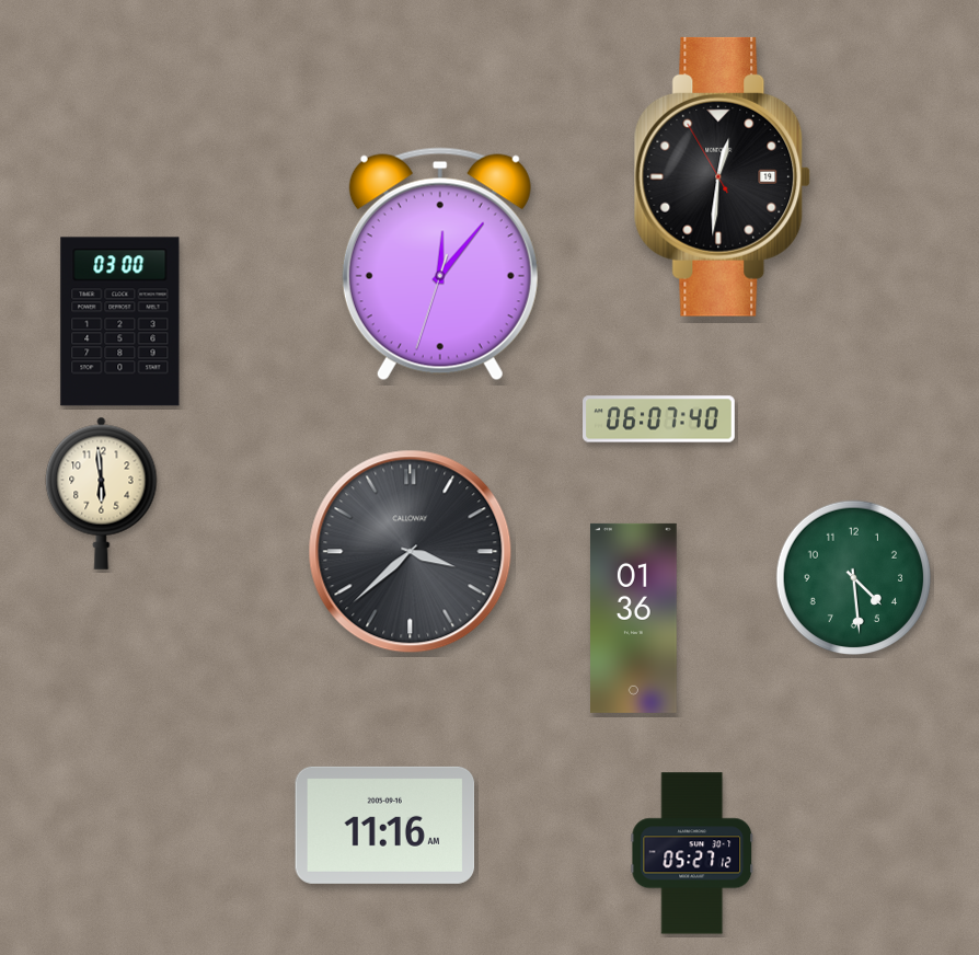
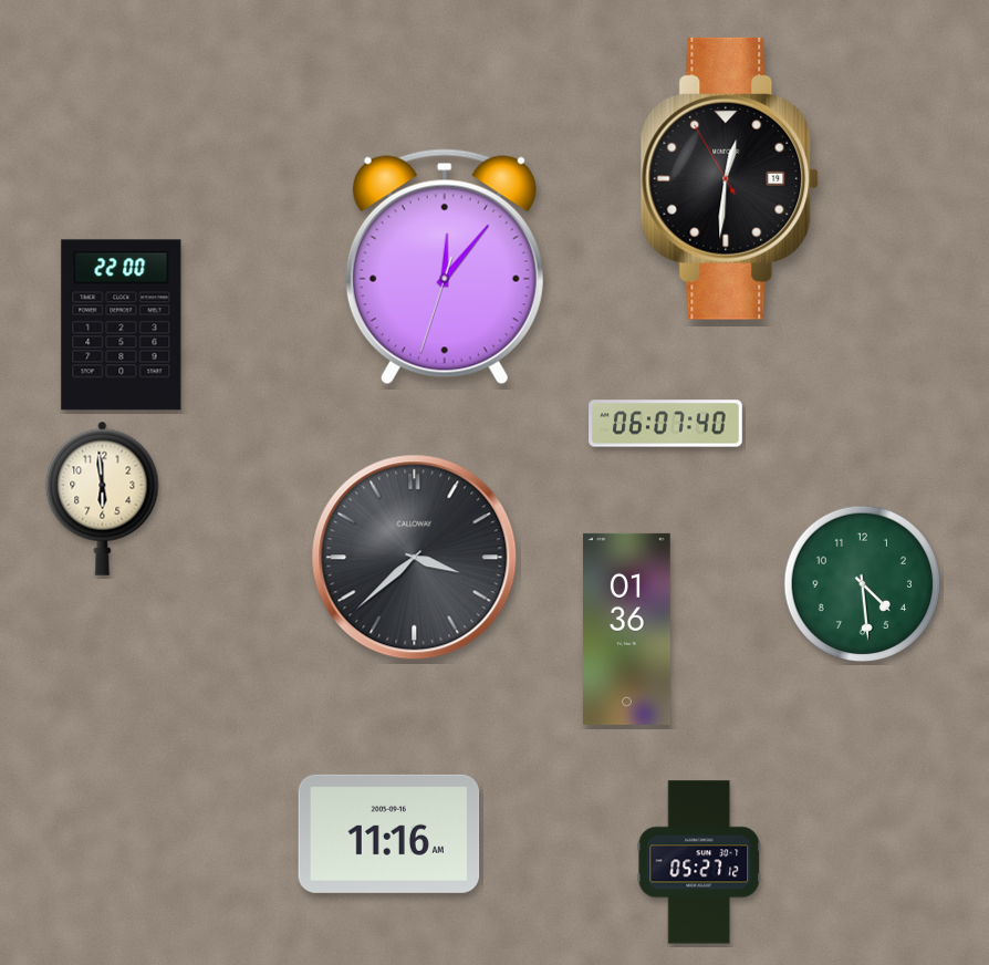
clock at (120, 322): 03:00 -> 22:00
clock at (634, 618) position: (634, 618) -> (627, 629)
